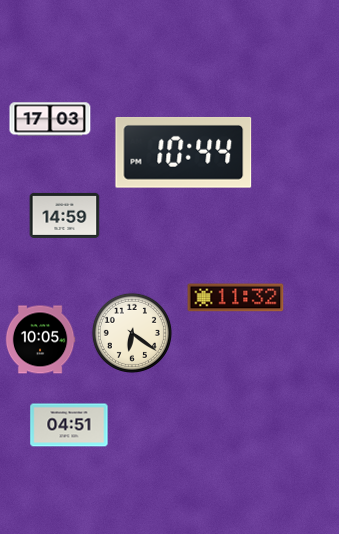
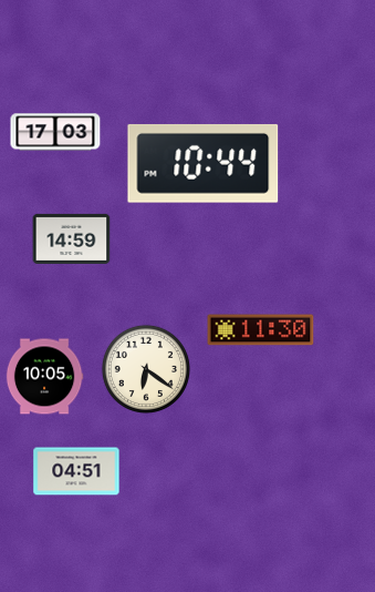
clock at (184, 152) position: (184, 152) -> (204, 163)
clock at (236, 298): 11:32 -> 11:30
